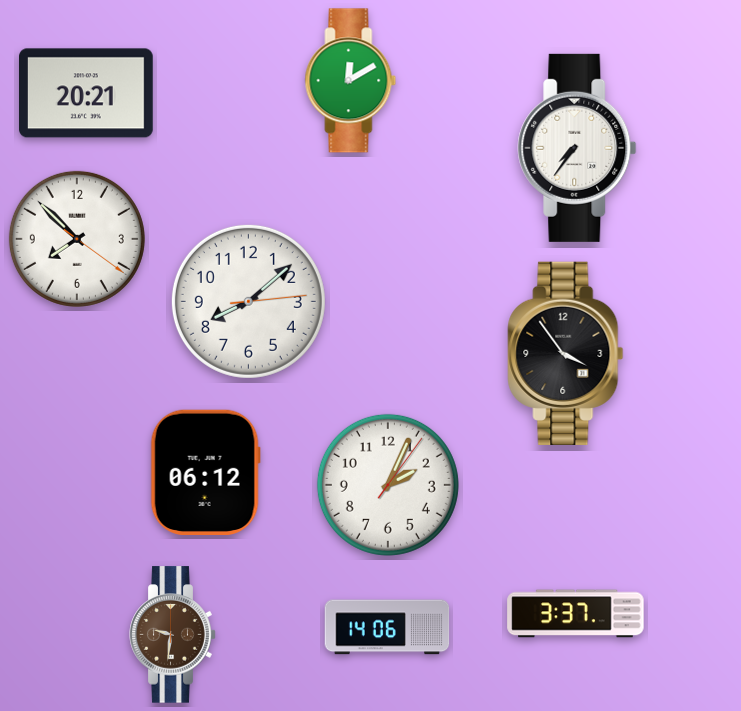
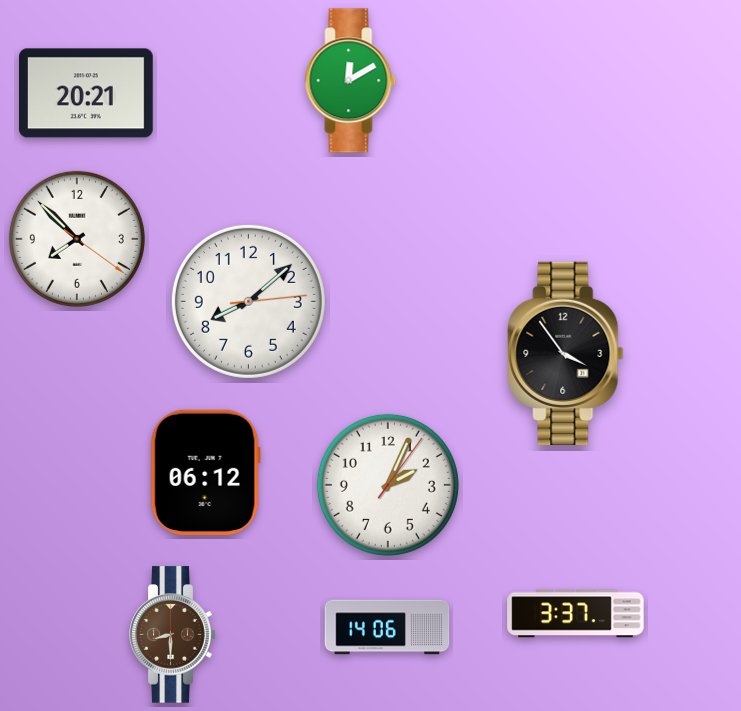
clock at (577, 148): 7:36 -> none
clock at (173, 635): 9:31 -> 8:30
